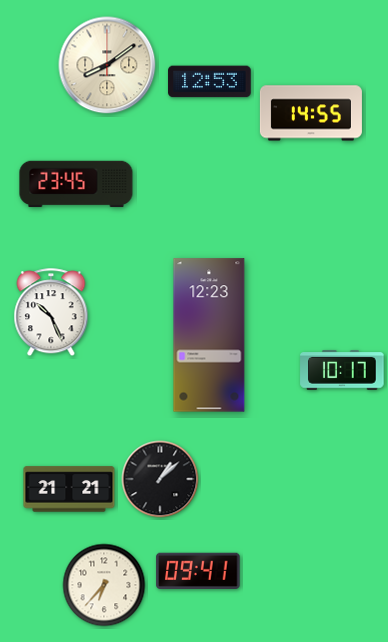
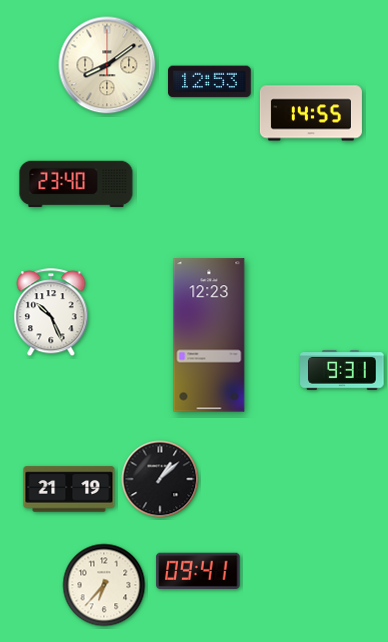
clock at (76, 184): 23:45 -> 23:40
clock at (342, 370): 10:17 -> 9:31
clock at (69, 489): 21:21 -> 21:19
